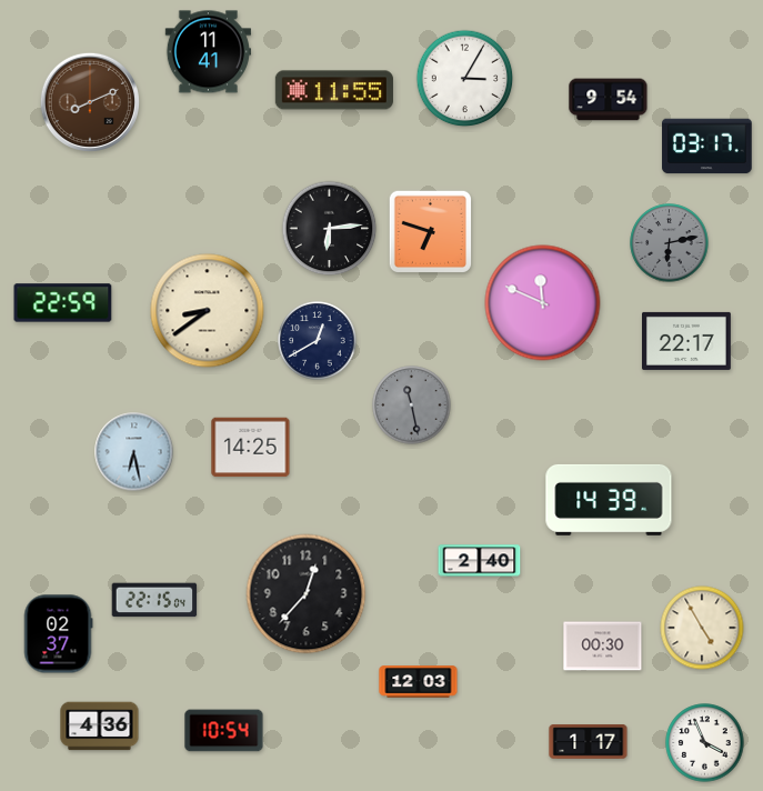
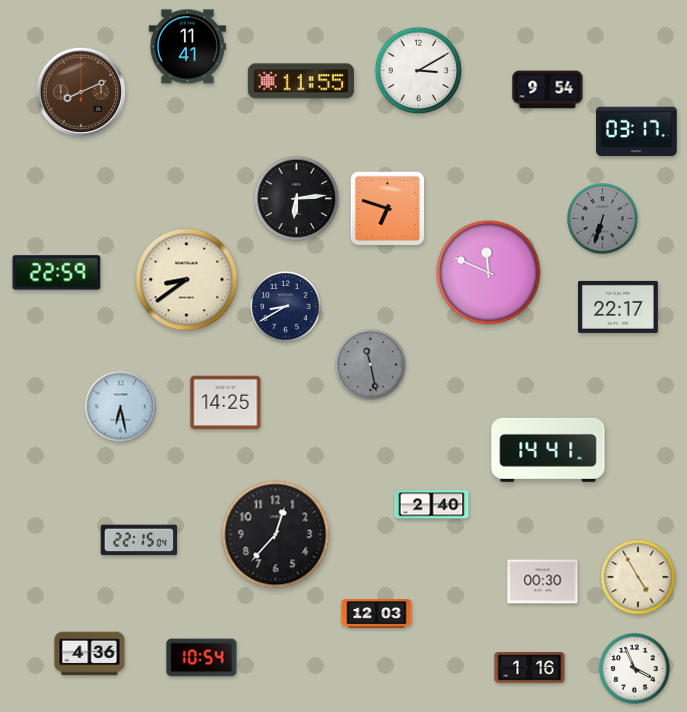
clock at (465, 79): 3:05 -> 3:10
clock at (330, 229) position: (330, 229) -> (297, 199)
clock at (670, 243): 6:13 -> 6:33
clock at (318, 341): 12:40 -> 8:40
clock at (609, 500): 14:39 -> 14:41
clock at (702, 628) position: (702, 628) -> (638, 577)
clock at (58, 634): 02:37 -> none
clock at (589, 742): 1:17 -> 1:16
